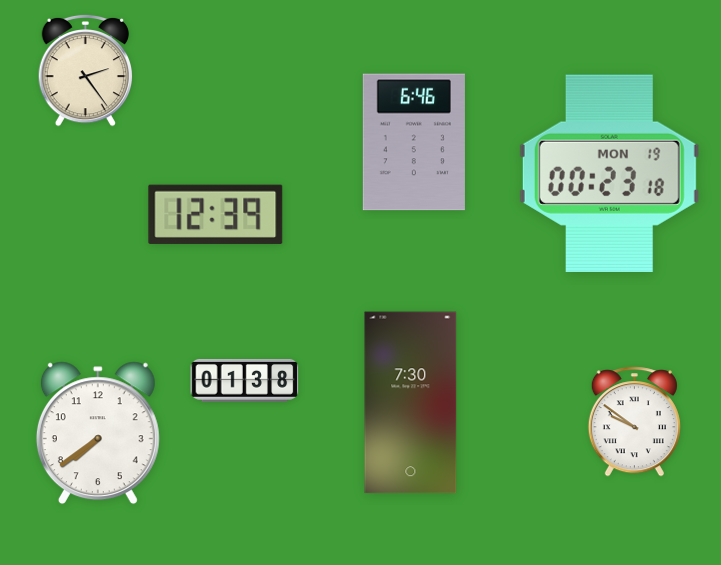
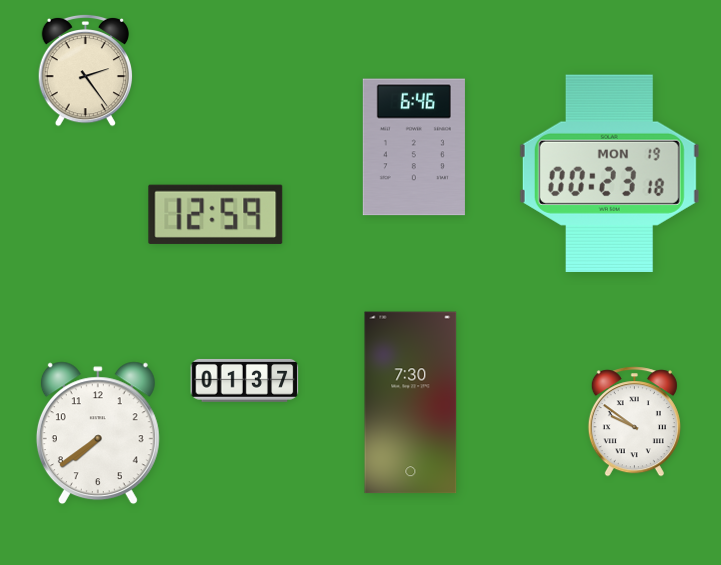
clock at (414, 142) position: (414, 142) -> (414, 147)
clock at (216, 214): 12:39 -> 12:59
clock at (245, 380): 01:38 -> 01:37
